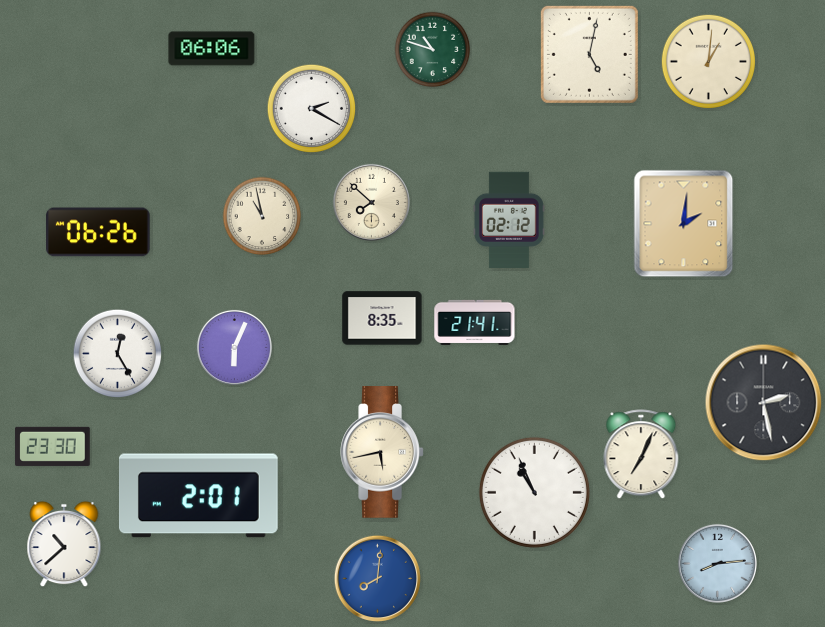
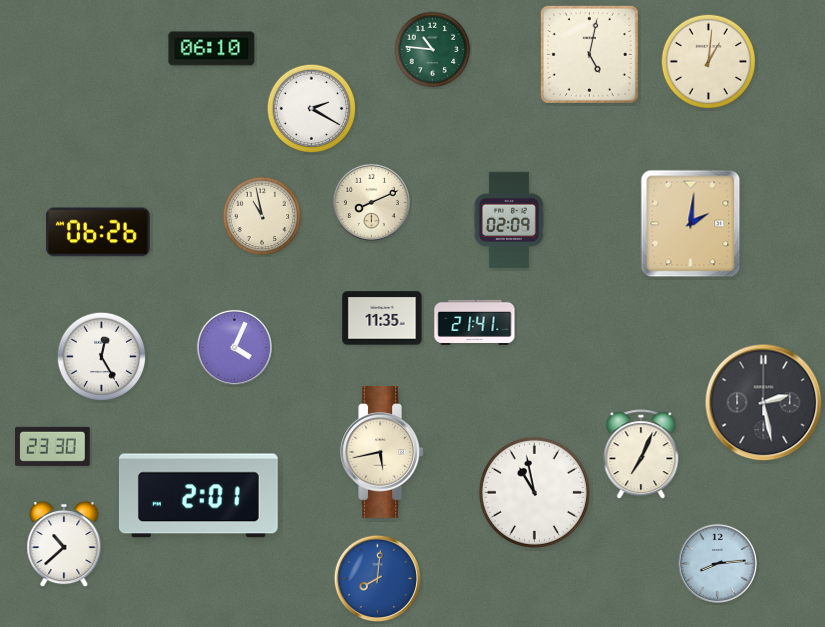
clock at (212, 49): 06:06 -> 06:10
clock at (433, 50): 10:48 -> 10:46
clock at (371, 202): 7:52 -> 8:11
clock at (509, 219): 02:12 -> 02:09
clock at (684, 224) position: (684, 224) -> (691, 224)
clock at (382, 318): 8:35 -> 11:35
clock at (234, 347): 6:04 -> 4:04
clock at (118, 354) position: (118, 354) -> (102, 357)
clock at (534, 492): 10:56 -> 10:58
